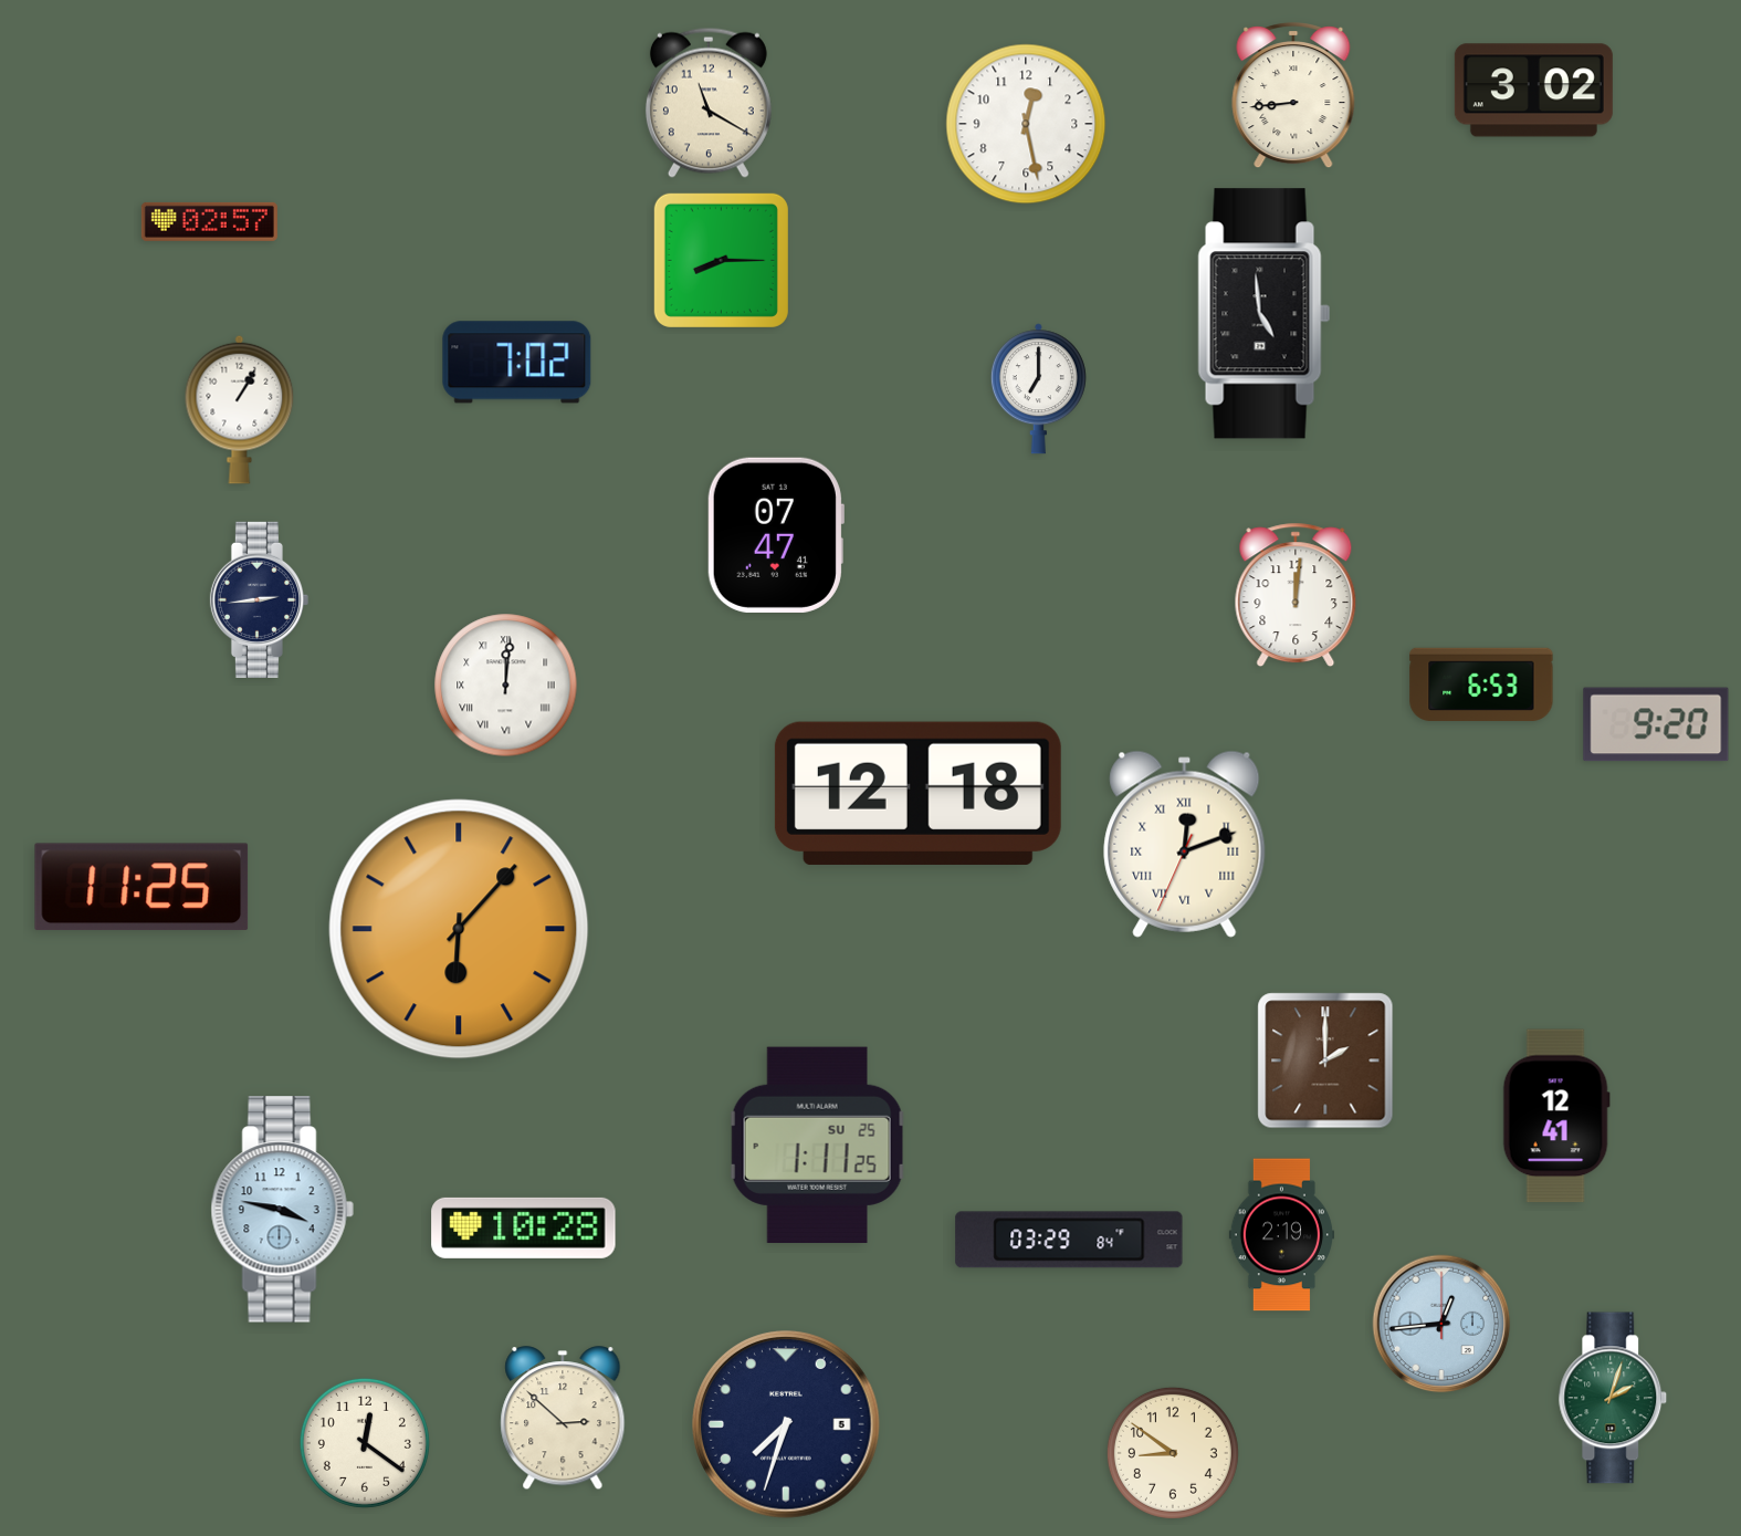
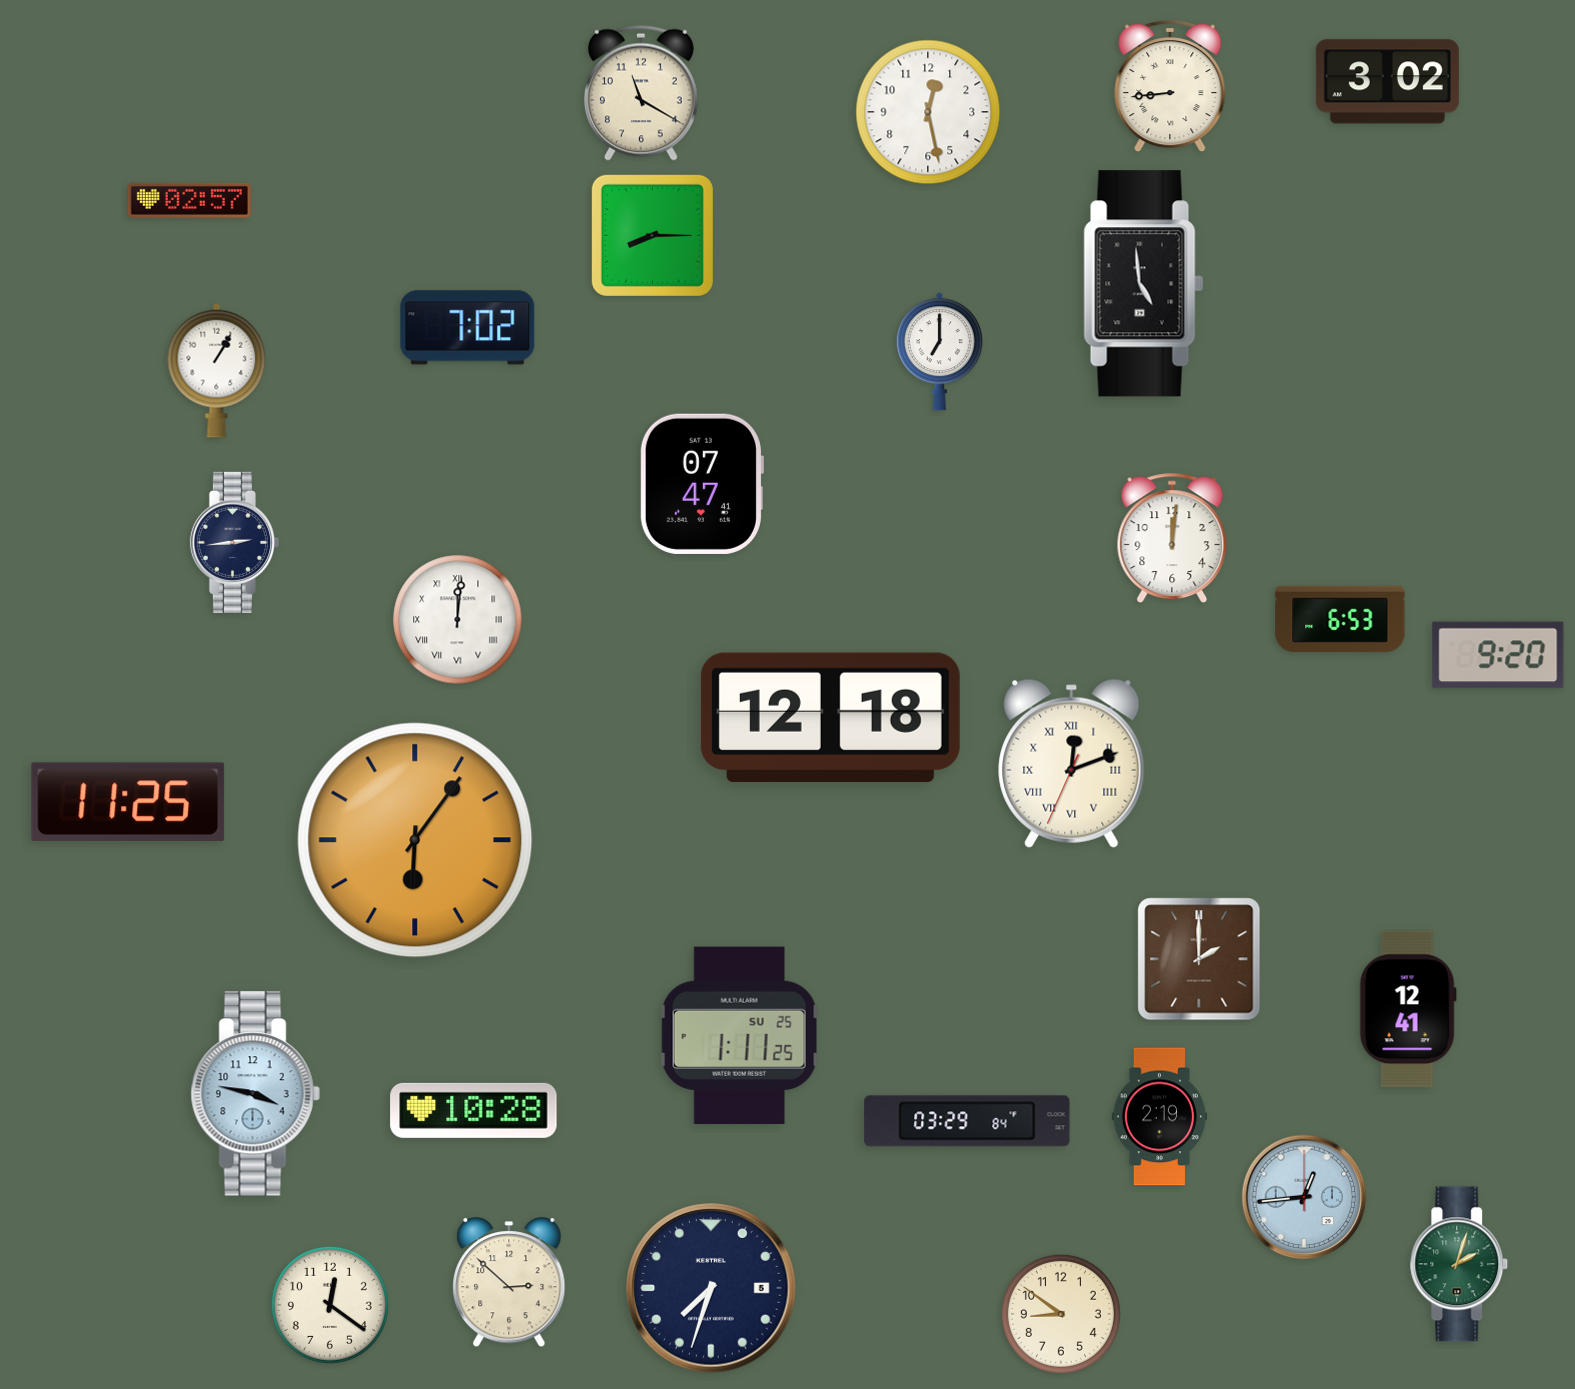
clock at (459, 929): 6:07 -> 6:06
